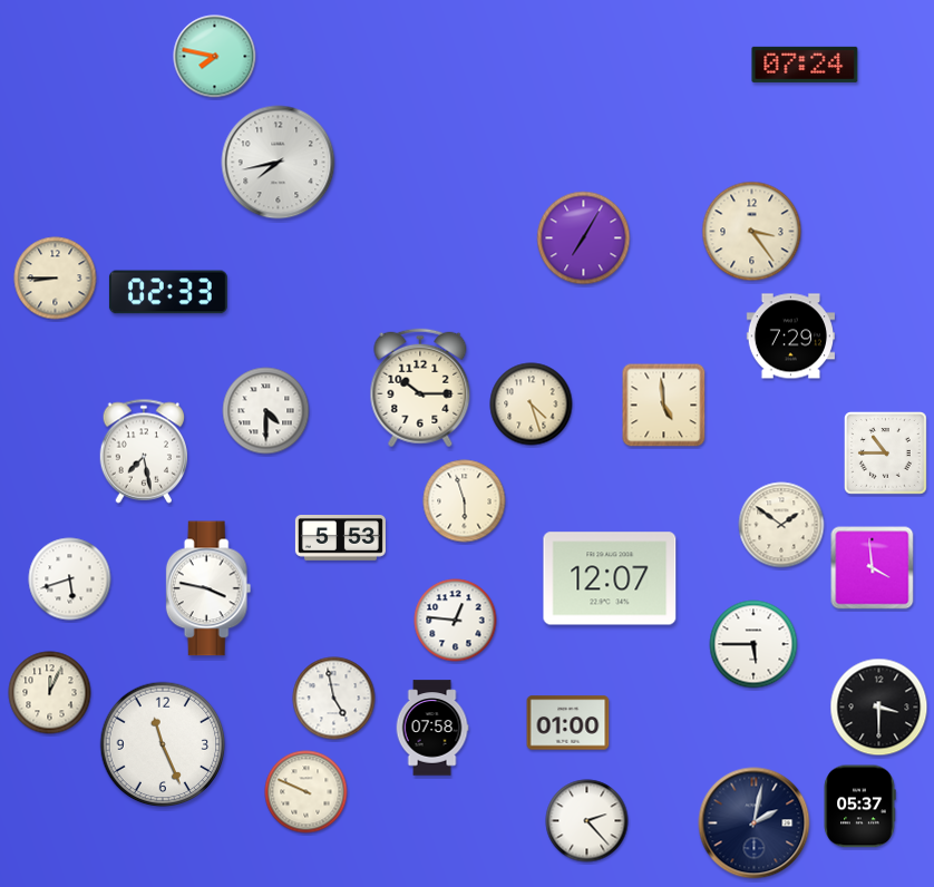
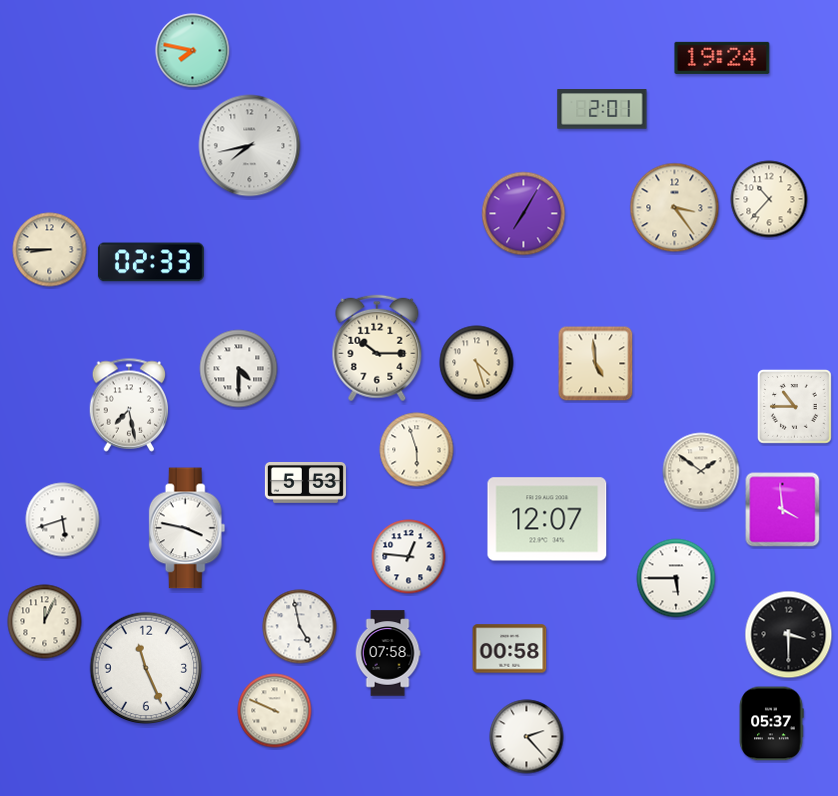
clock at (805, 65): 07:24 -> 19:24
clock at (602, 109): none -> 2:01
clock at (769, 199): none -> 10:37
clock at (790, 337): 7:29 -> none
clock at (568, 723): 01:00 -> 00:58
clock at (755, 823): 2:02 -> none
